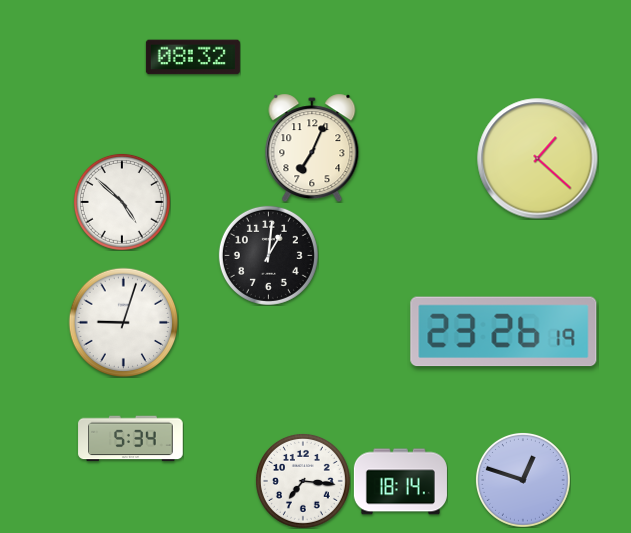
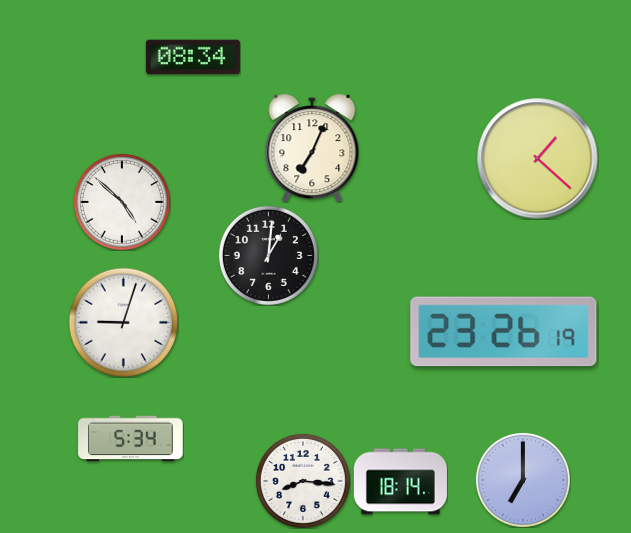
clock at (193, 57): 08:32 -> 08:34
clock at (523, 480): 12:48 -> 7:00
clock at (303, 481): 7:16 -> 8:16
